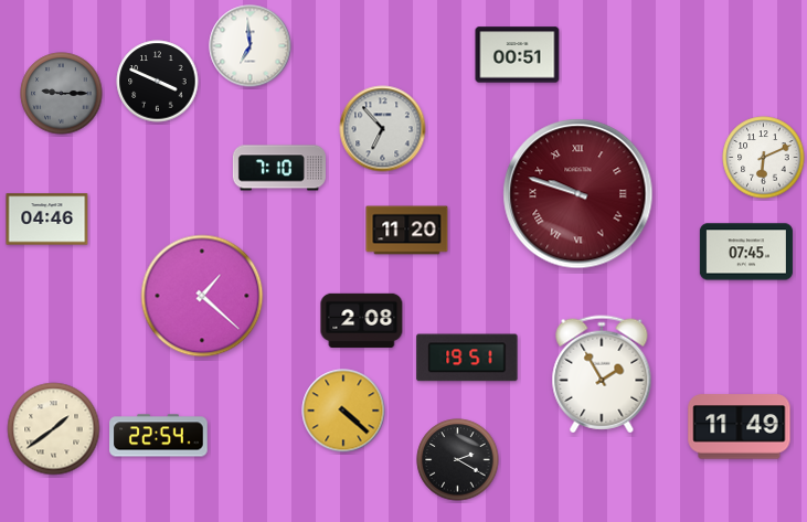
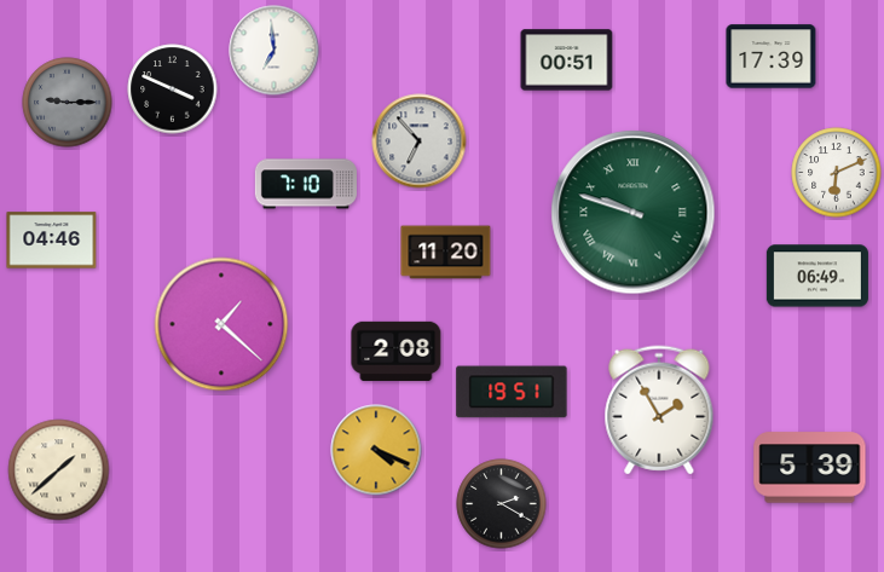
clock at (772, 57): none -> 17:39
clock at (578, 194) dial: burgundy -> green
clock at (746, 252): 07:45 -> 06:49
clock at (343, 411): 4:22 -> 4:19
clock at (740, 427): 11:49 -> 5:39
clock at (54, 429): 1:39 -> 1:38
clock at (159, 436): 22:54 -> none
